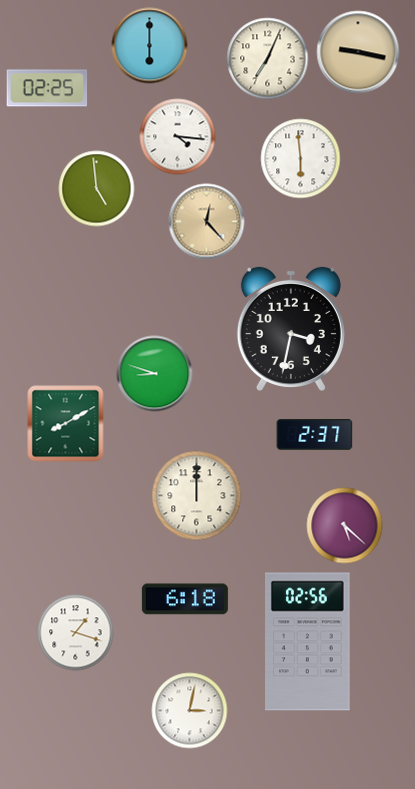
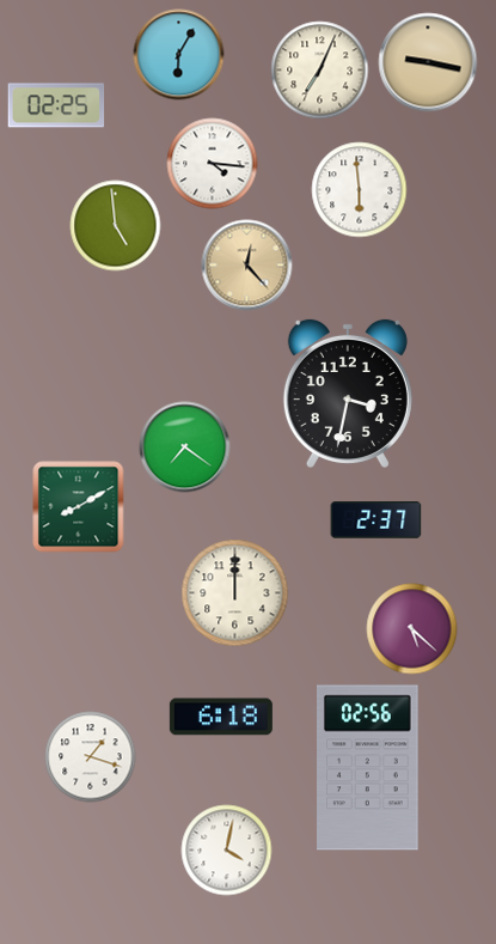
clock at (150, 46): 6:00 -> 6:05
clock at (155, 374): 8:48 -> 7:21
clock at (190, 711): 3:02 -> 4:02
